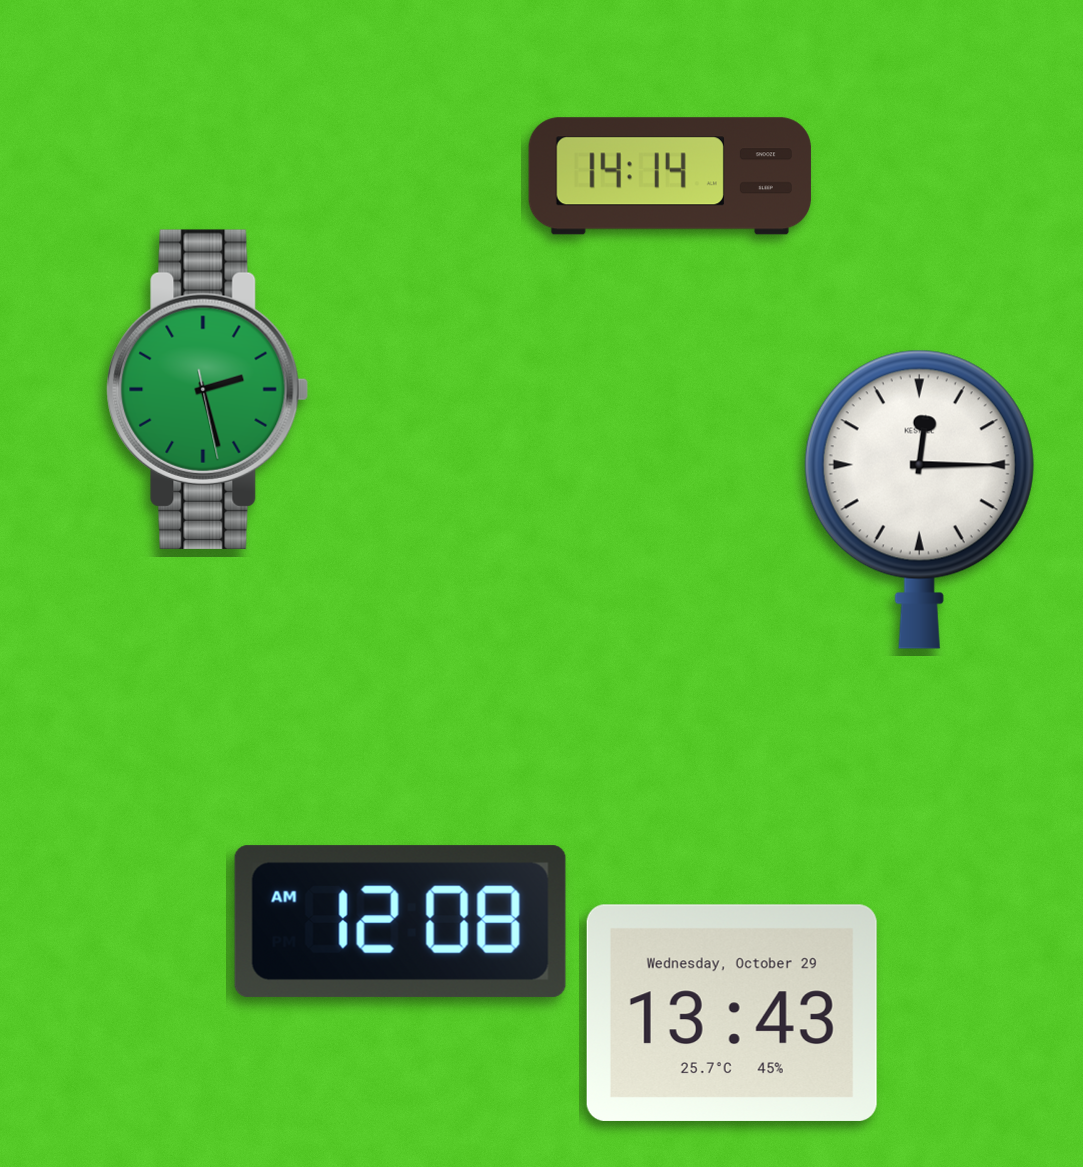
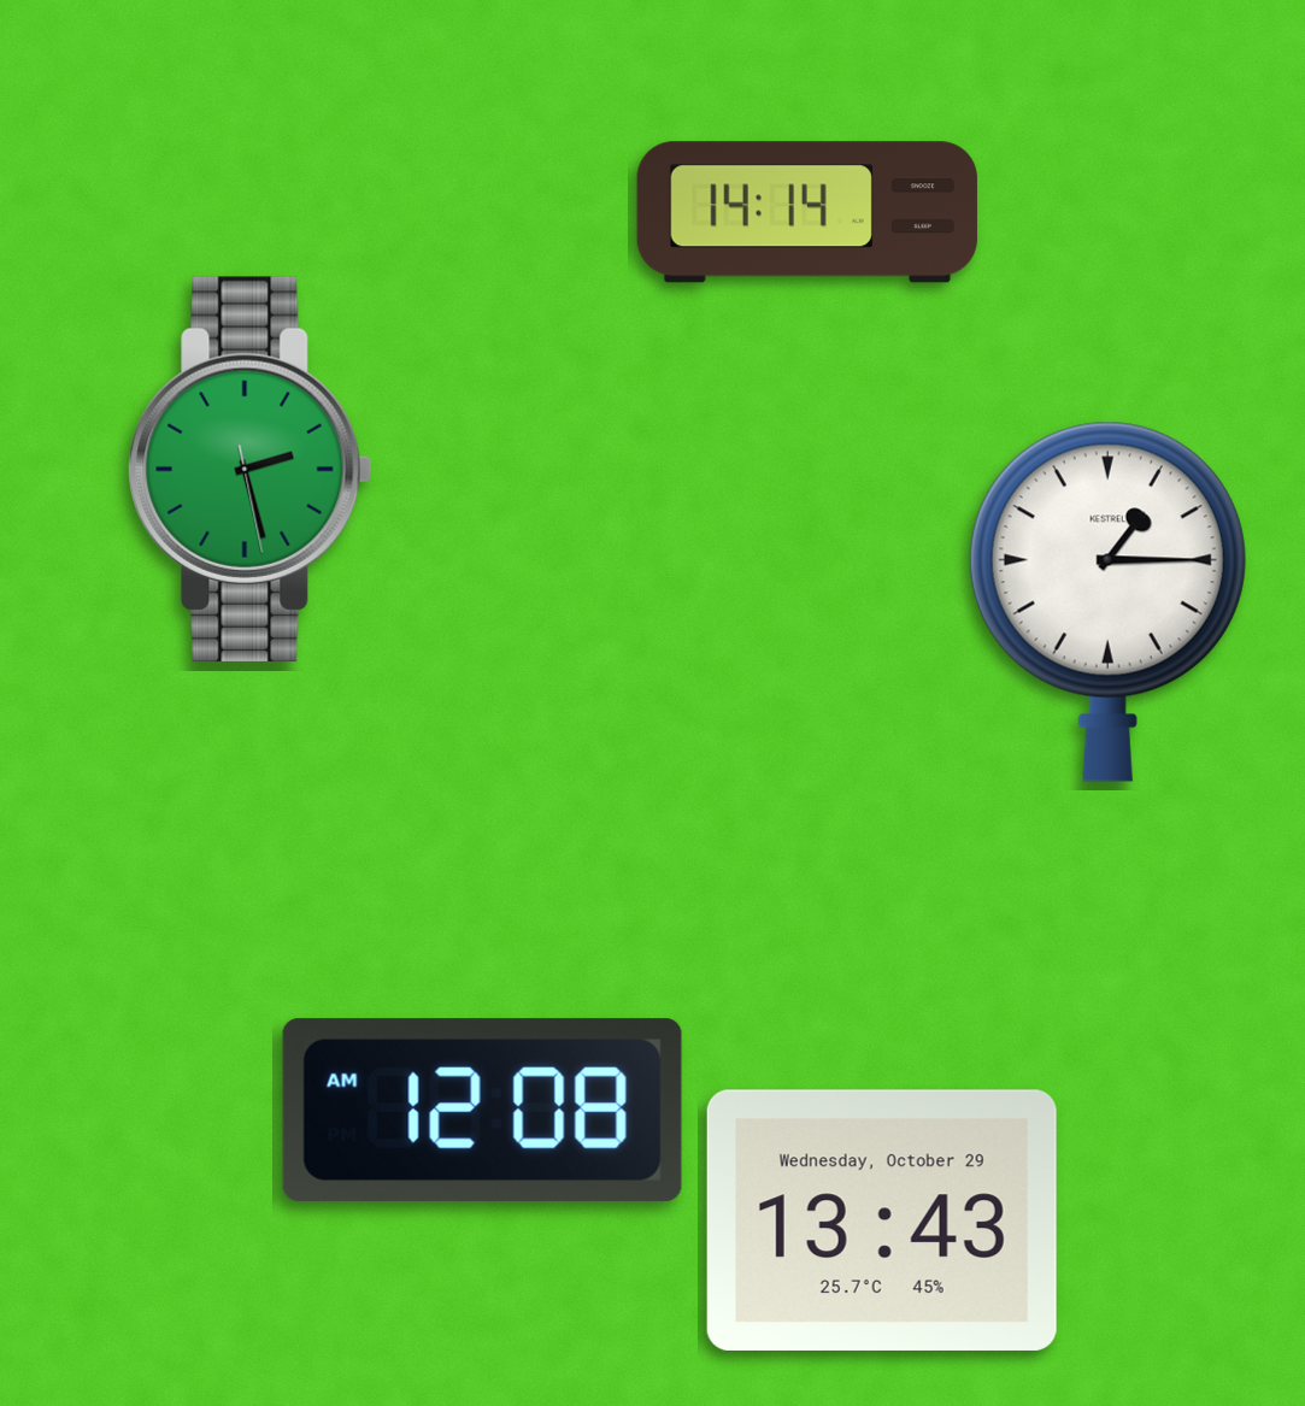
clock at (919, 499): 12:15 -> 1:15
